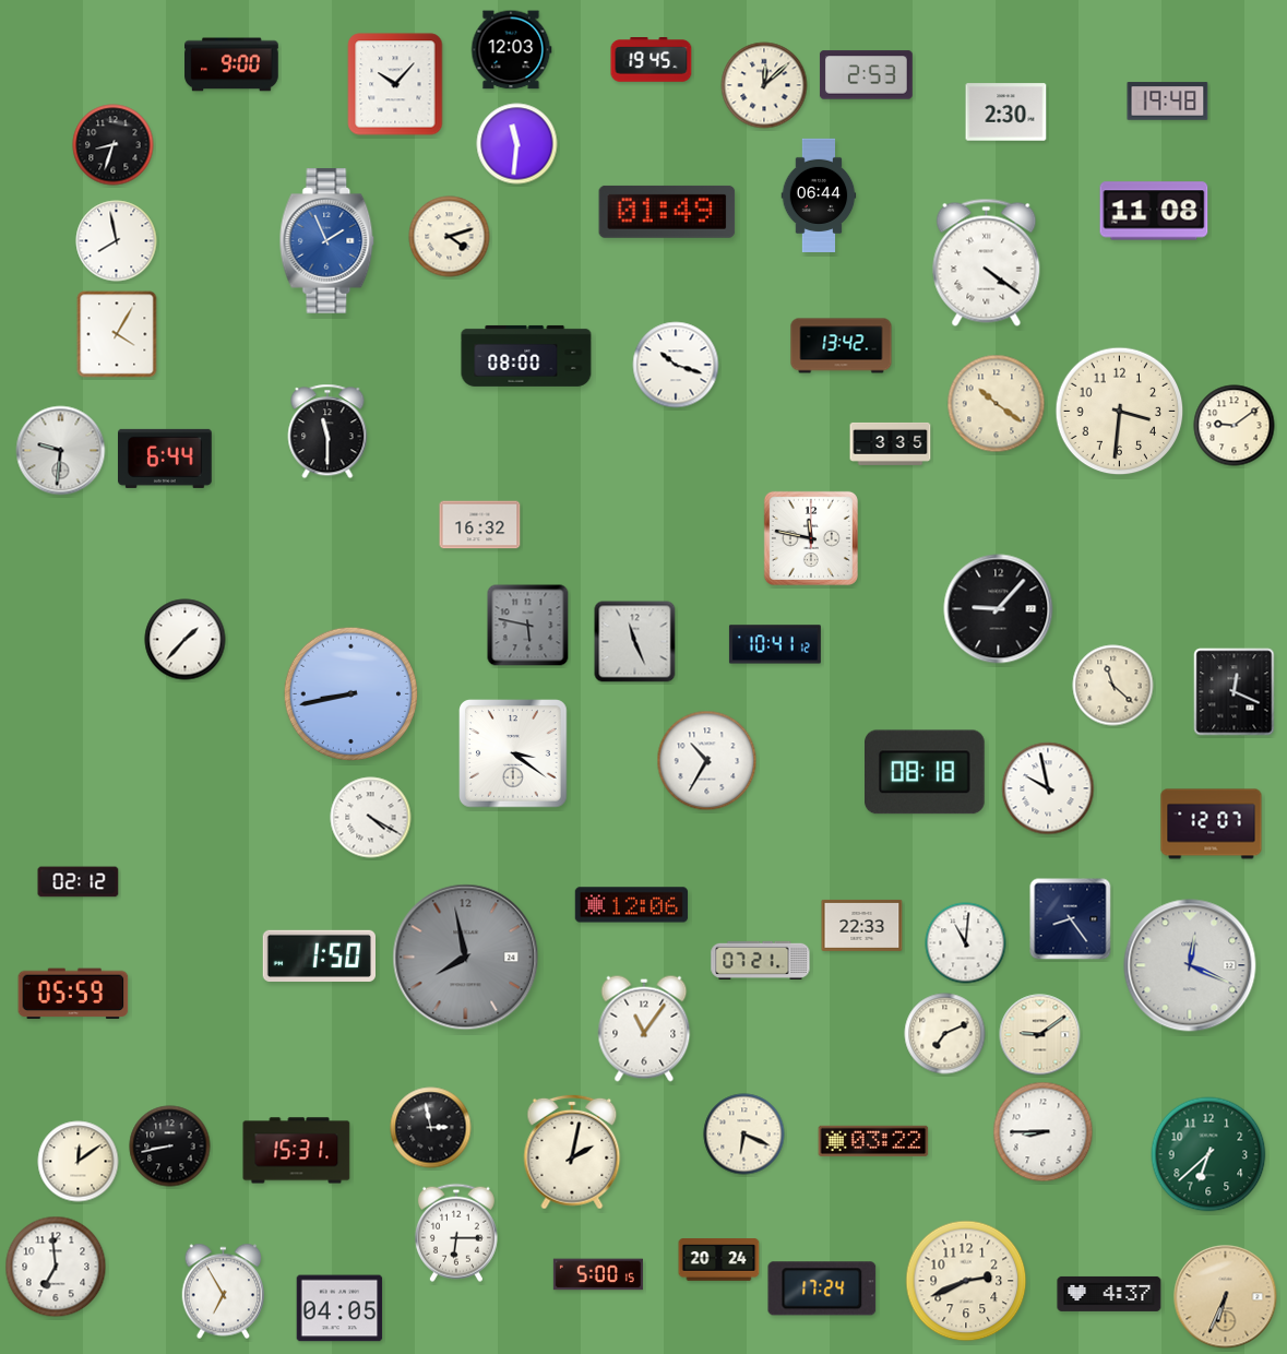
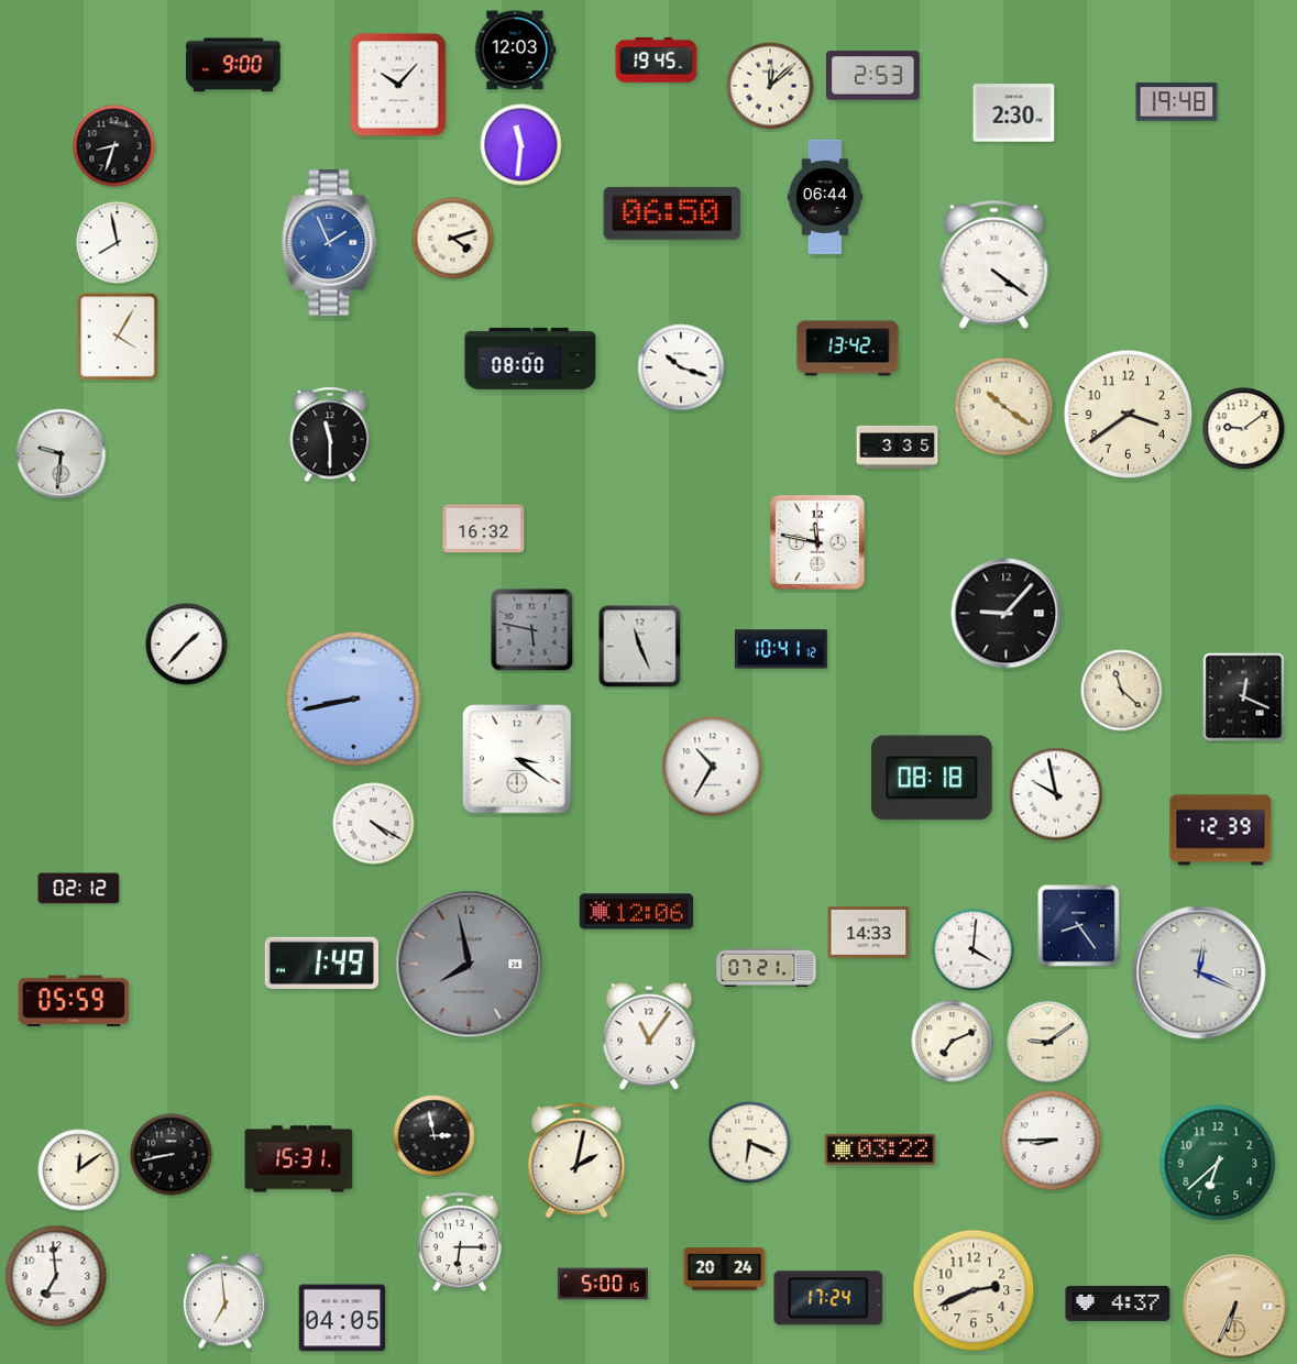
clock at (1154, 211): 11:08 -> none
clock at (667, 212): 01:49 -> 06:50
clock at (1120, 412): 3:31 -> 3:39
clock at (165, 459): 6:44 -> none
clock at (1212, 824): 12:07 -> 12:39
clock at (862, 925): 22:33 -> 14:33
clock at (966, 943): 11:01 -> 4:01
clock at (319, 955): 1:50 -> 1:49
clock at (224, 1292): 6:55 -> 6:59
